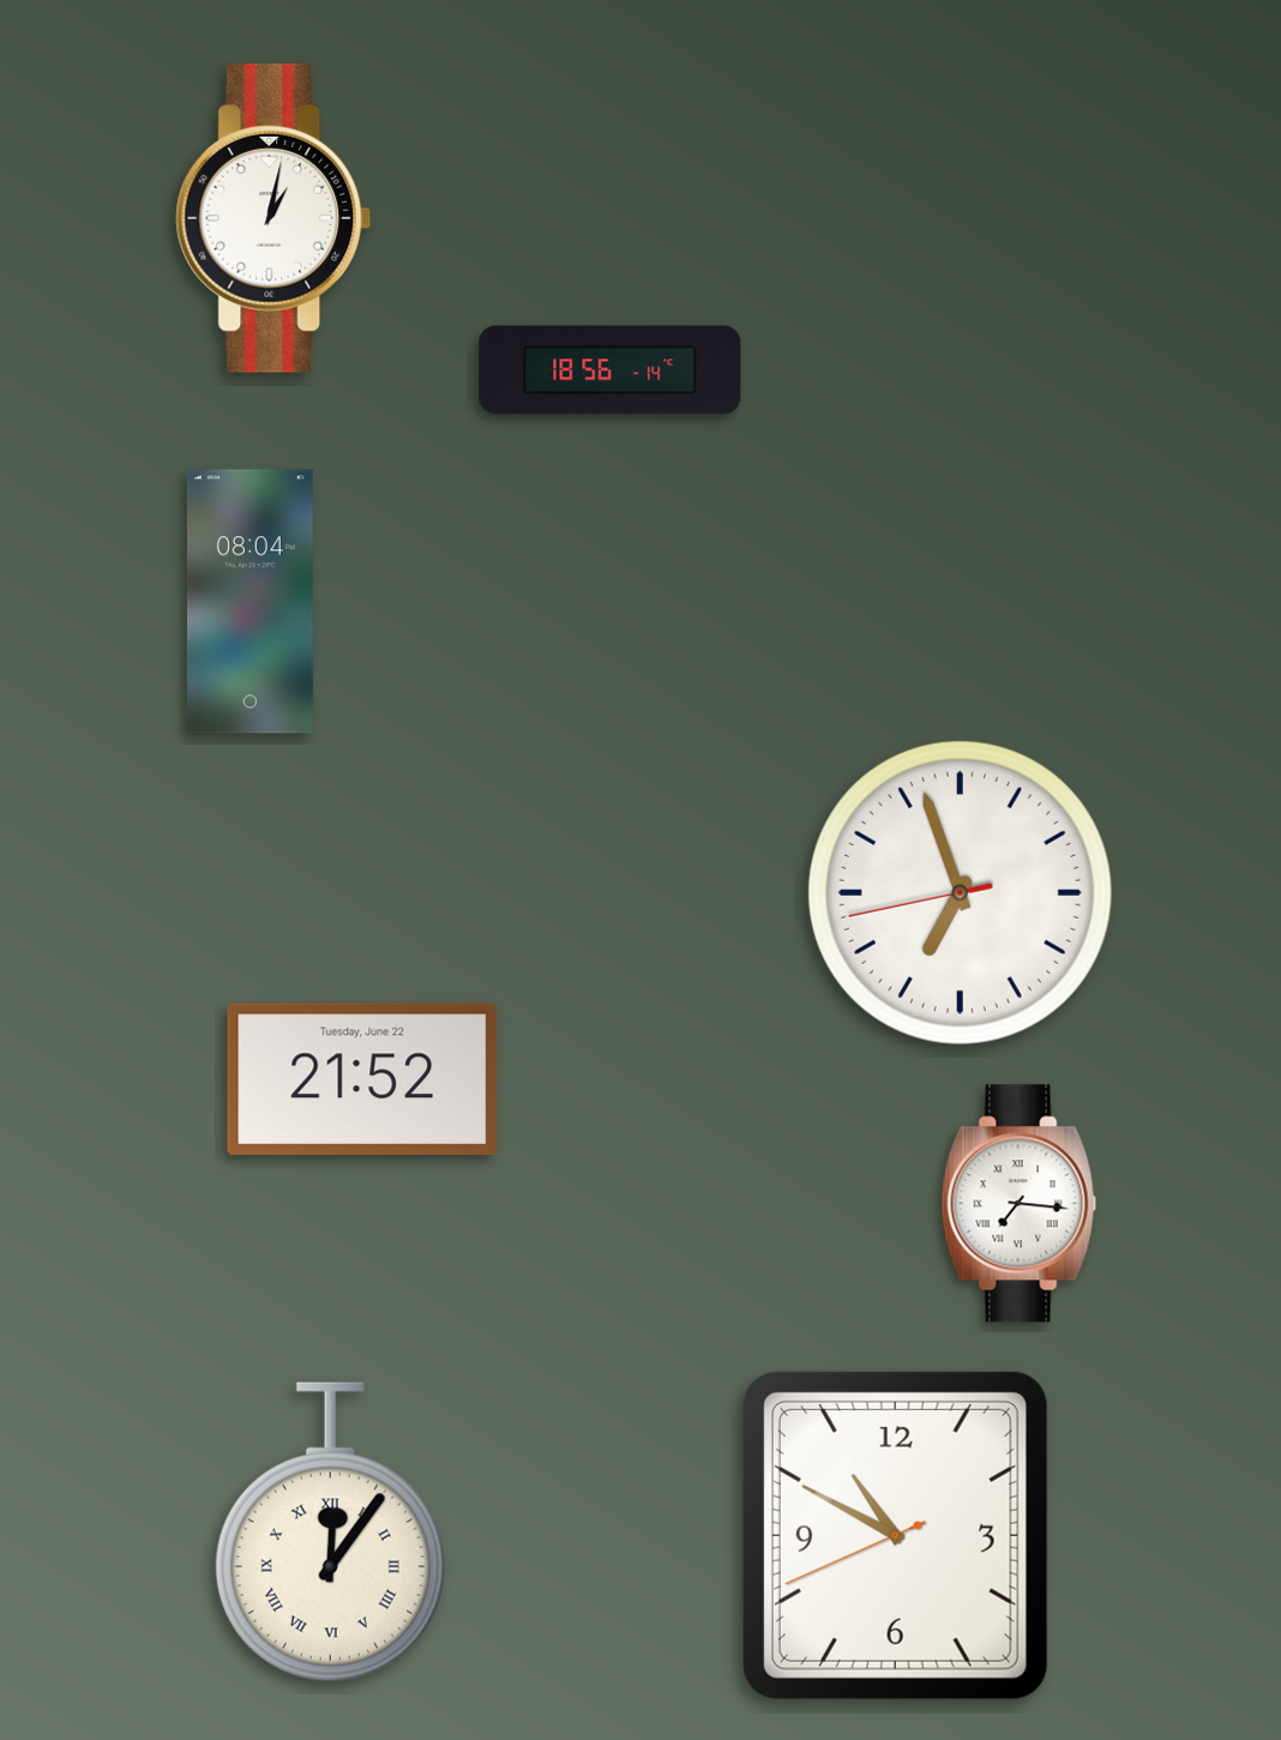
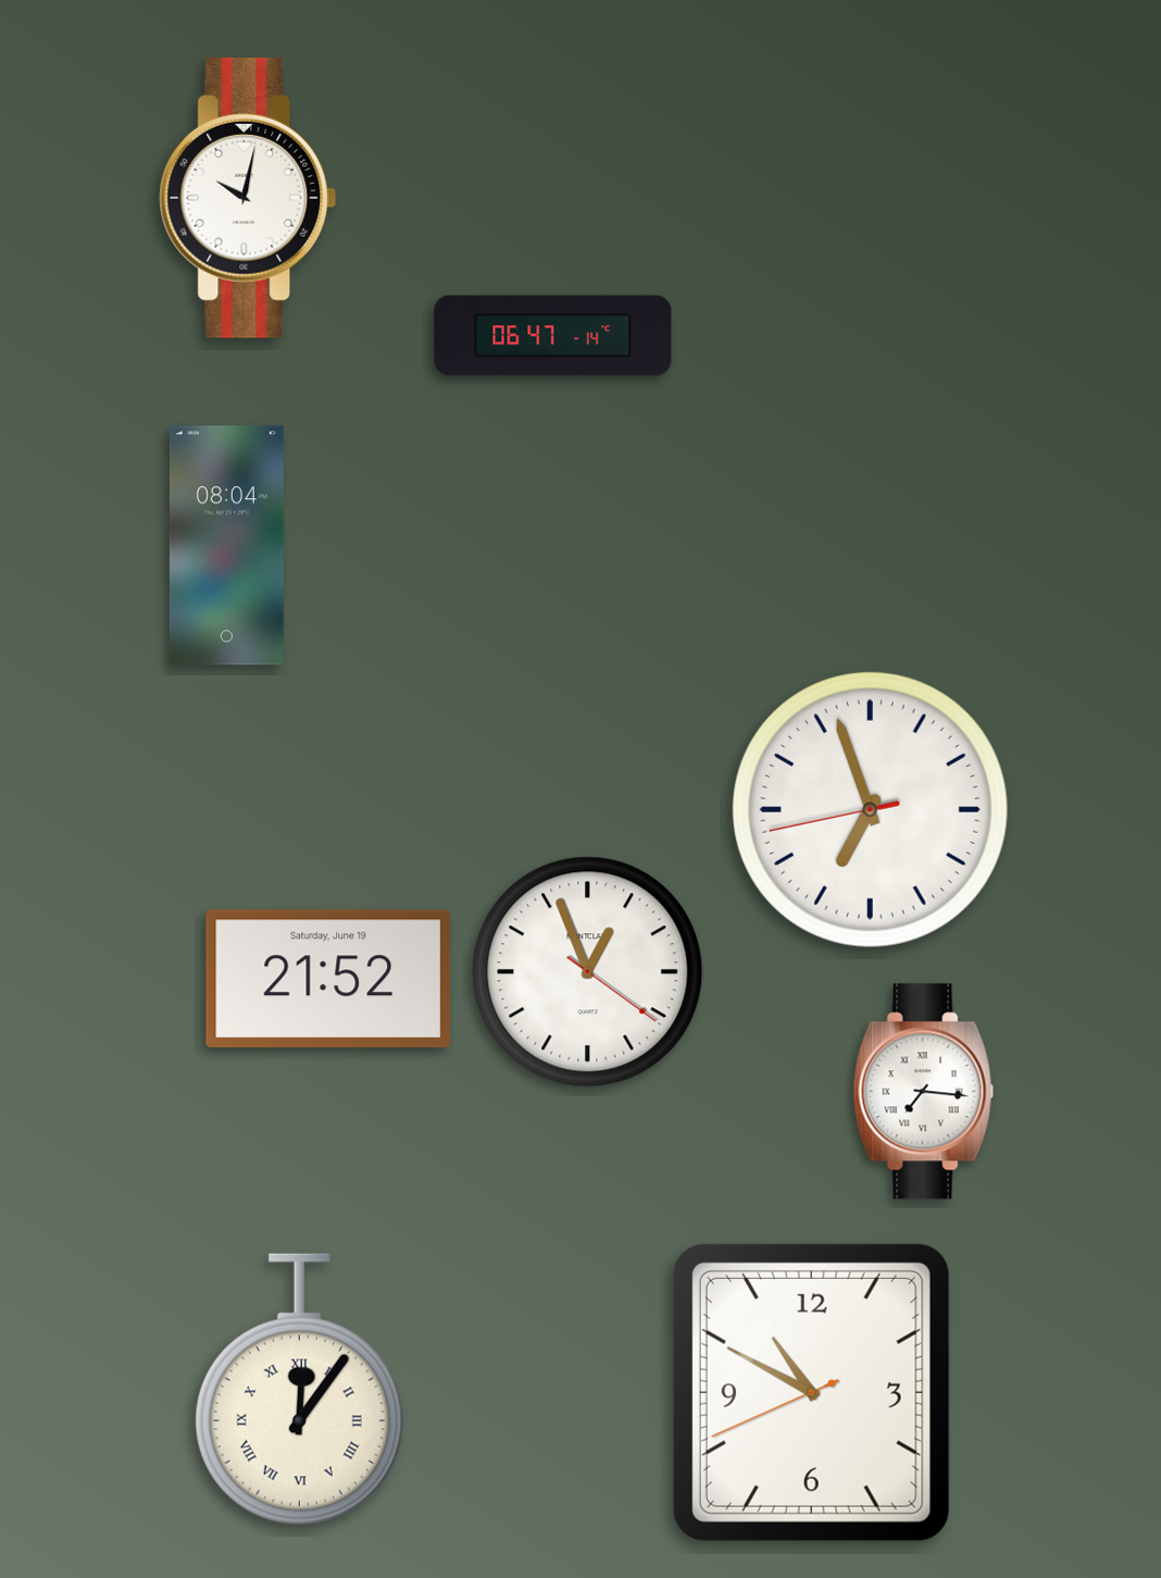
clock at (273, 218): 1:02 -> 10:02
clock at (611, 371): 18:56 -> 06:47
clock at (588, 972): none -> 12:56
clock at (362, 1079) date: Tuesday, June 22 -> Saturday, June 19
